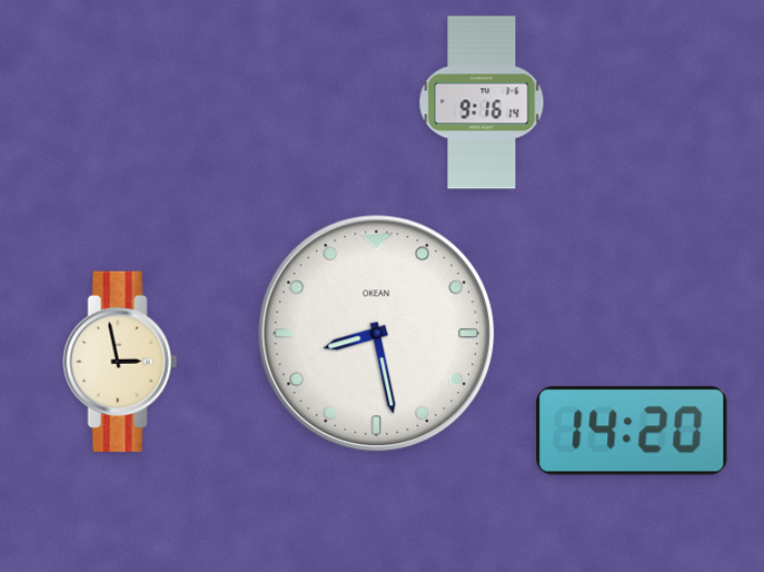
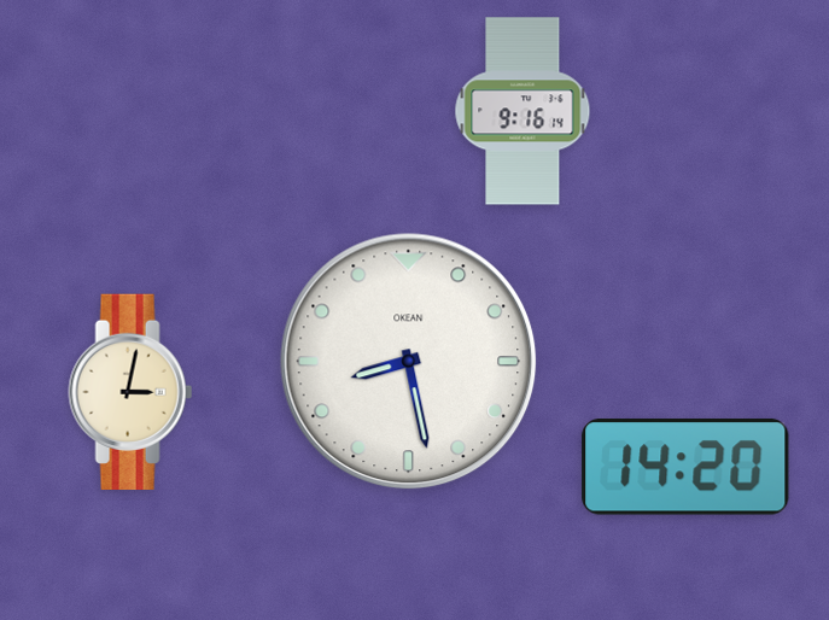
clock at (120, 361): 2:58 -> 3:02
